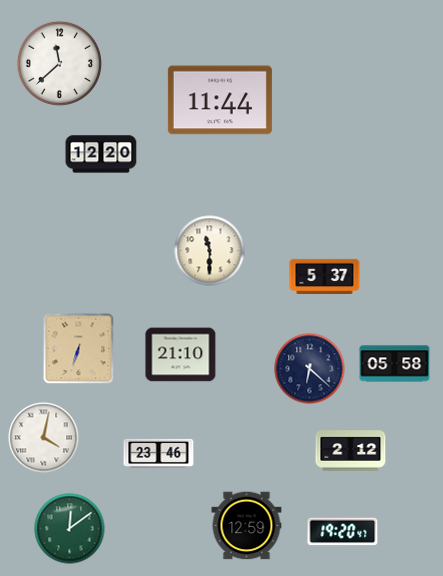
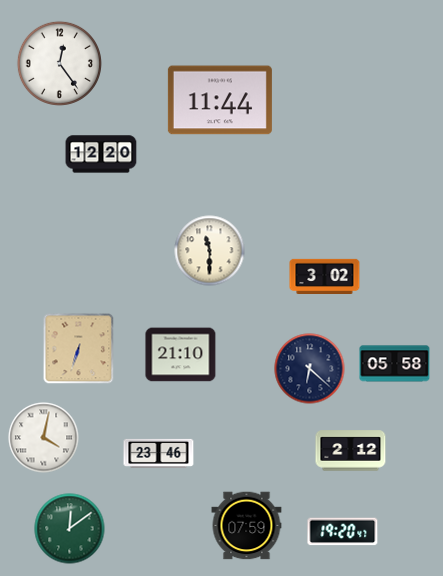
clock at (59, 63): 11:38 -> 12:24
clock at (325, 276): 5:37 -> 3:02
clock at (247, 526): 12:59 -> 07:59
